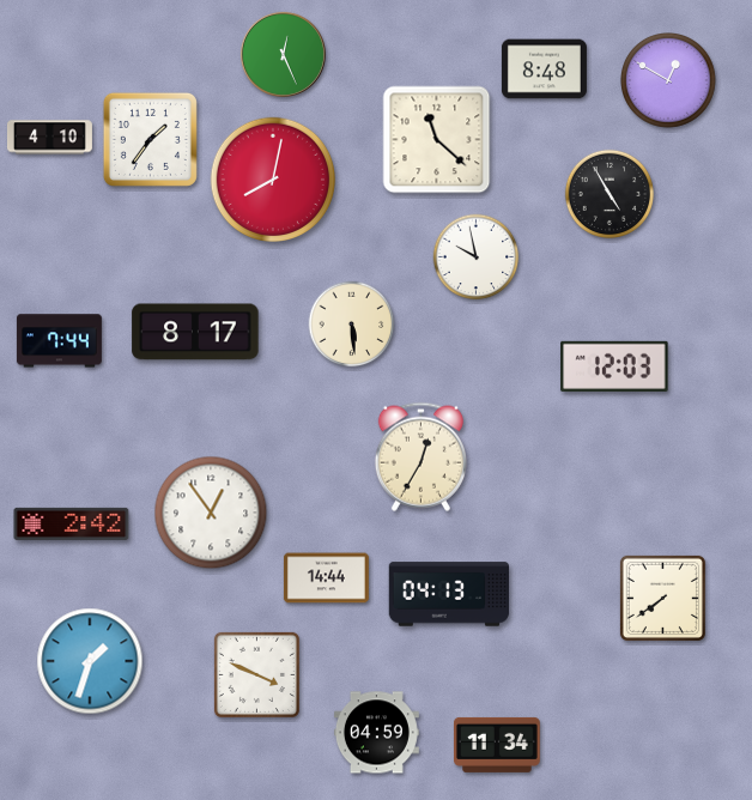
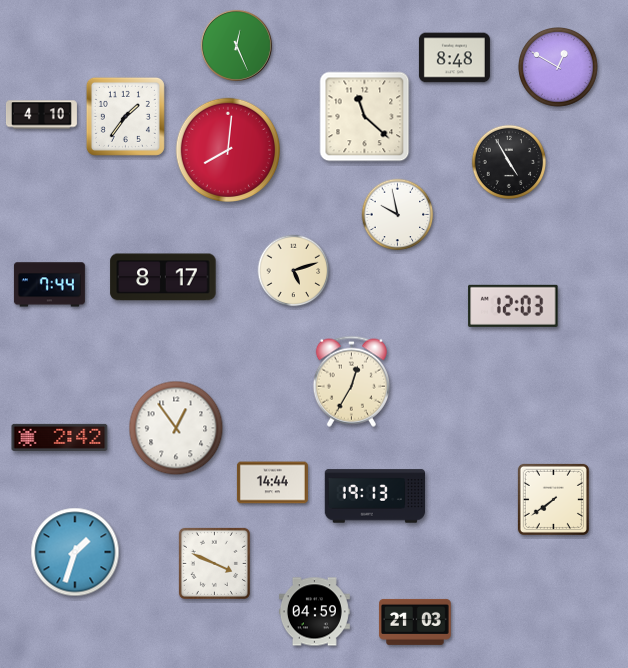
clock at (272, 178): 8:02 -> 8:01
clock at (352, 325): 5:29 -> 5:12
clock at (448, 594): 04:13 -> 19:13
clock at (497, 745): 11:34 -> 21:03
